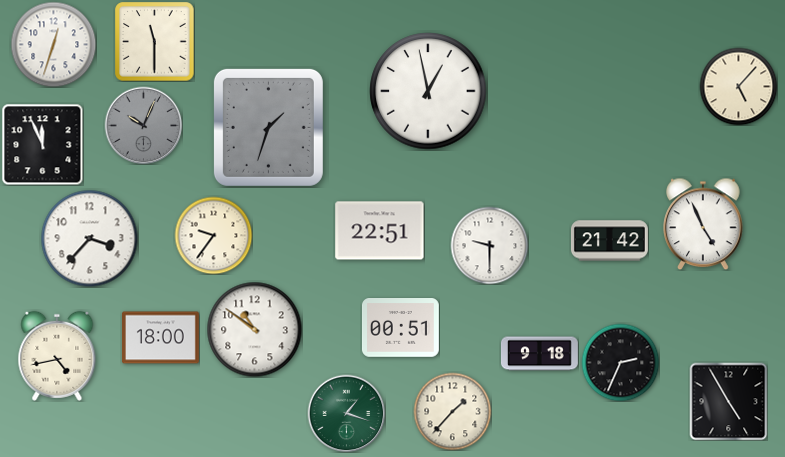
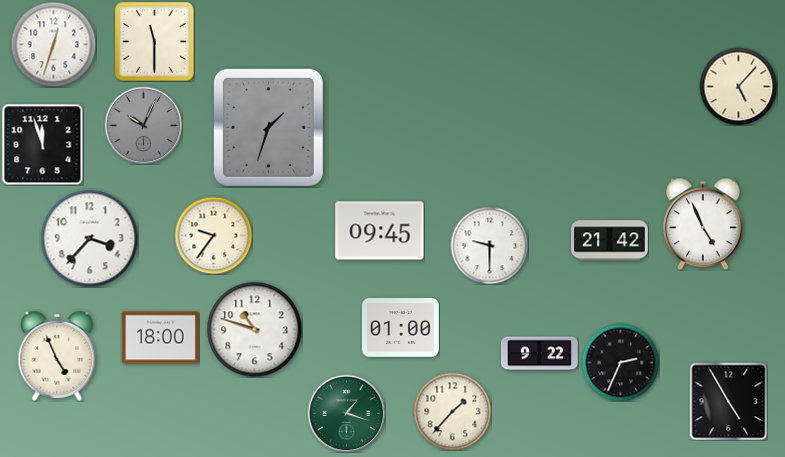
clock at (428, 91): 12:58 -> none
clock at (42, 144): 11:56 -> 11:57
clock at (380, 231): 22:51 -> 09:45
clock at (400, 328): 00:51 -> 01:00
clock at (254, 329): 10:51 -> 10:48
clock at (539, 354): 9:18 -> 9:22
clock at (57, 356): 4:43 -> 4:56
